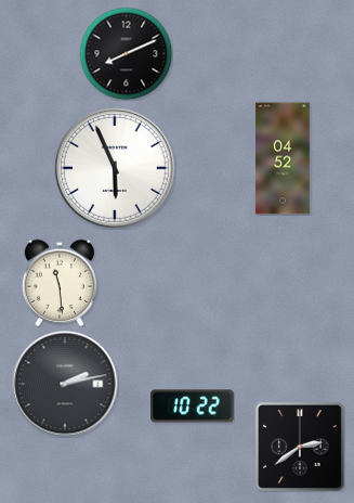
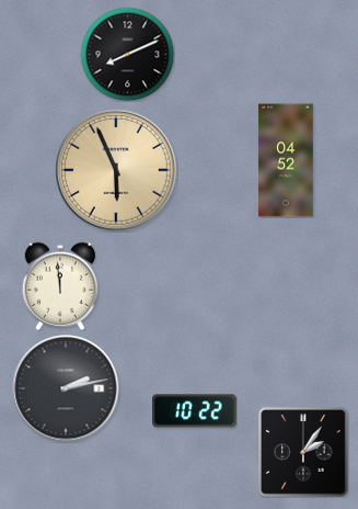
clock at (116, 169) dial: white -> champagne
clock at (60, 283): 11:29 -> 11:59
clock at (301, 448): 2:39 -> 2:06
